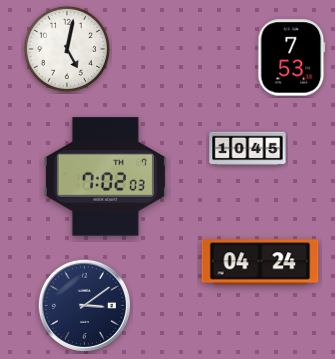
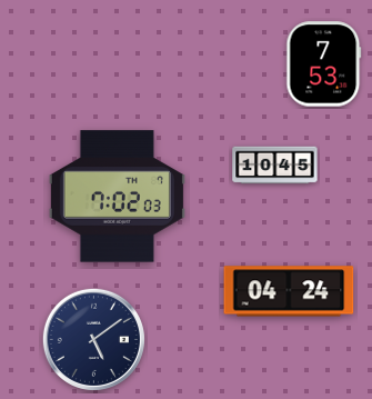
clock at (67, 49): 5:02 -> none
clock at (84, 305): 3:09 -> 5:09
